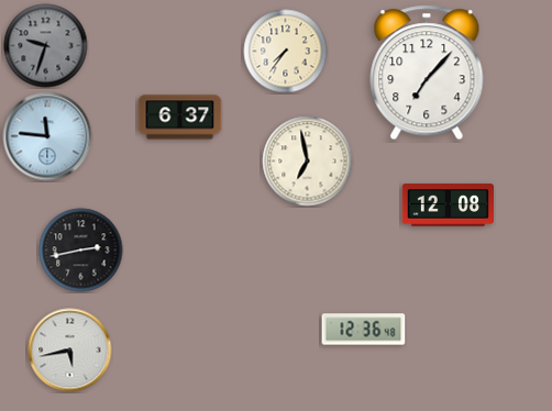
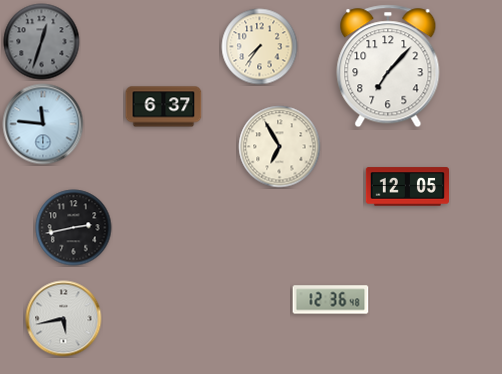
clock at (46, 46): 9:33 -> 12:33
clock at (308, 162): 6:58 -> 6:55
clock at (448, 205): 12:08 -> 12:05
